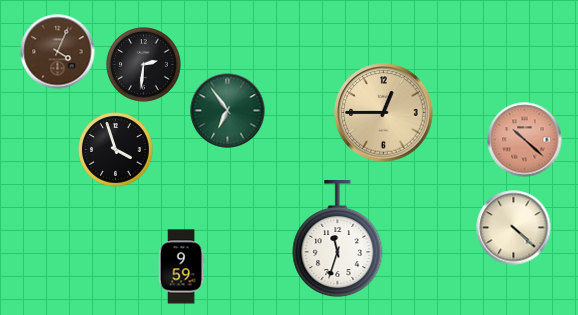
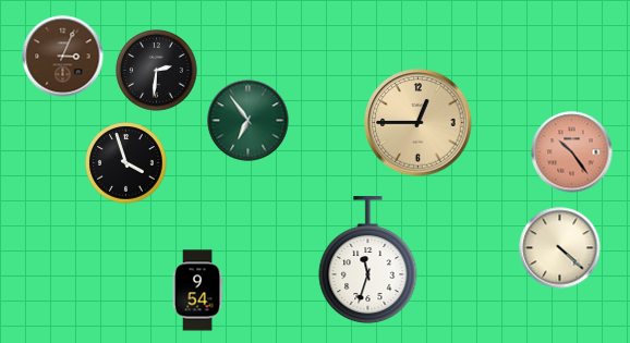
clock at (58, 52): 4:04 -> 3:04
clock at (525, 140): 10:22 -> 10:24
clock at (181, 267): 9:59 -> 9:54
